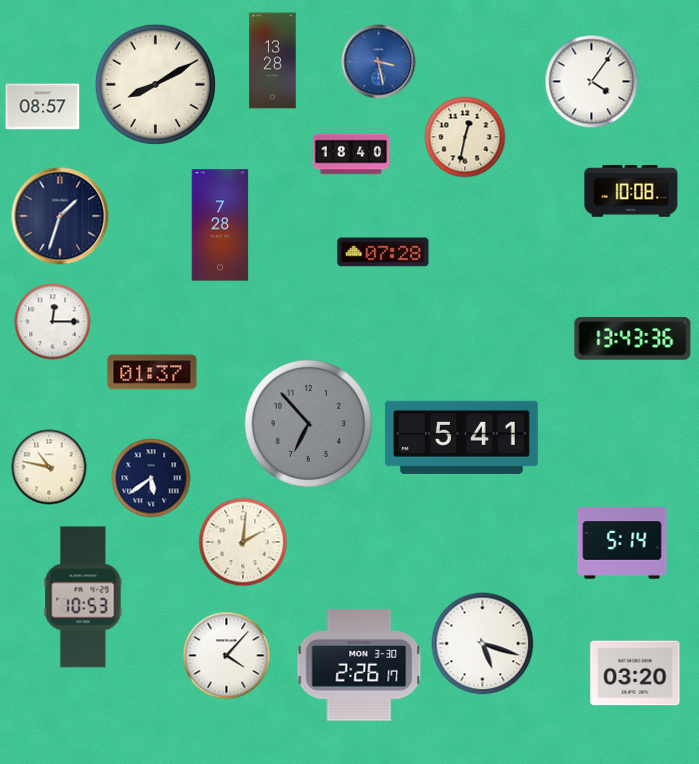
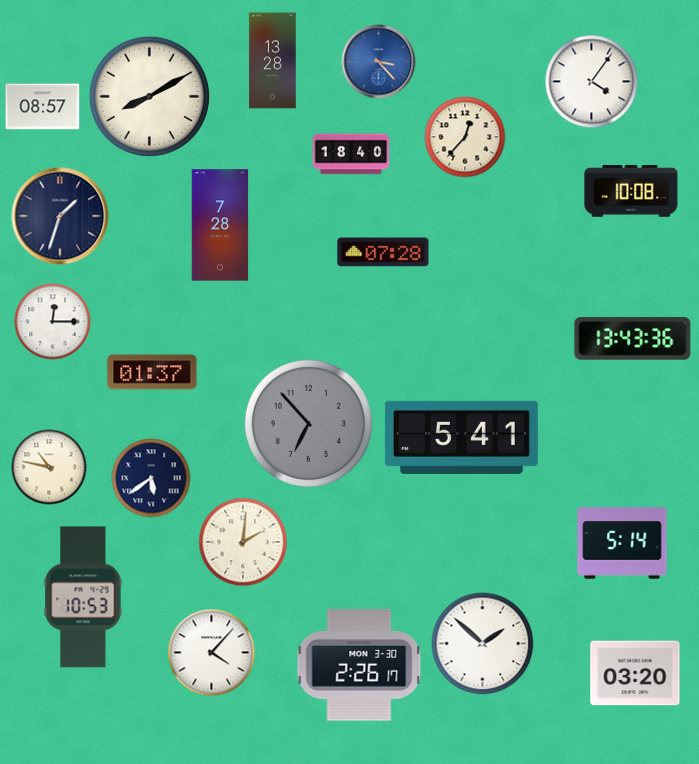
clock at (379, 62): 3:28 -> 3:23
clock at (155, 84) position: (155, 84) -> (149, 96)
clock at (465, 137): 12:32 -> 12:37
clock at (483, 644): 5:18 -> 1:52
clock at (227, 656) position: (227, 656) -> (212, 653)
